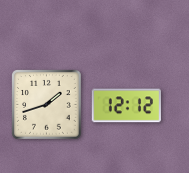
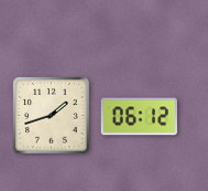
clock at (126, 106): 12:12 -> 06:12
